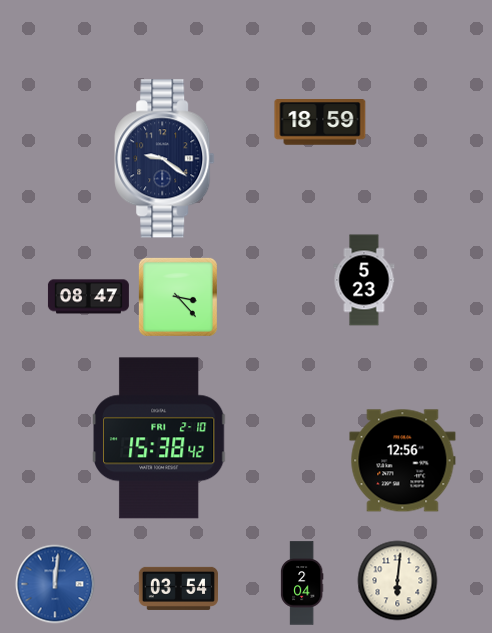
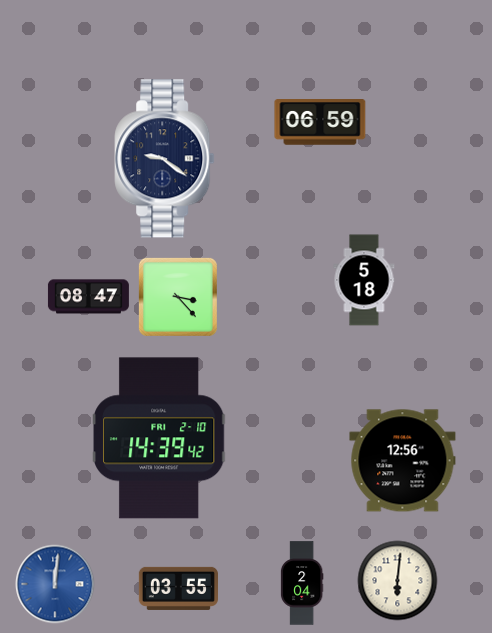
clock at (320, 123): 18:59 -> 06:59
clock at (364, 280): 5:23 -> 5:18
clock at (159, 438): 15:38 -> 14:39
clock at (178, 588): 03:54 -> 03:55
